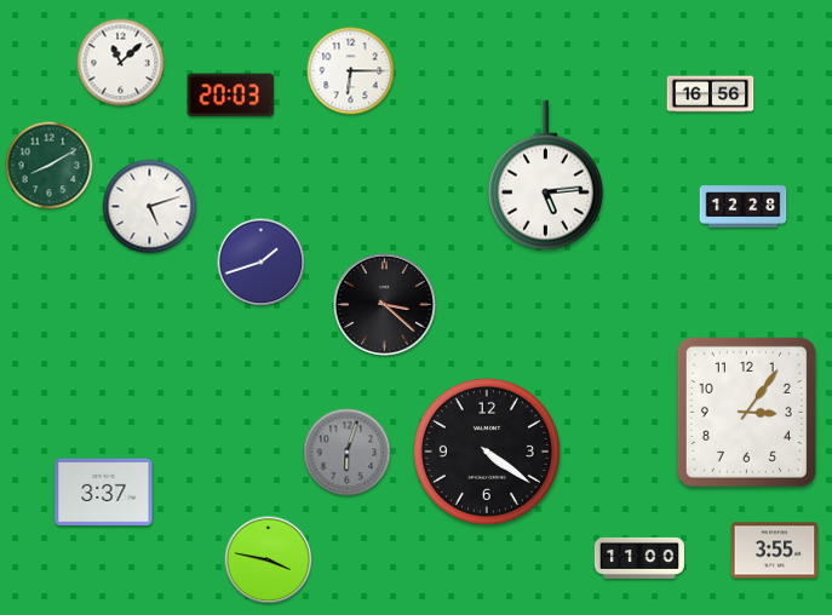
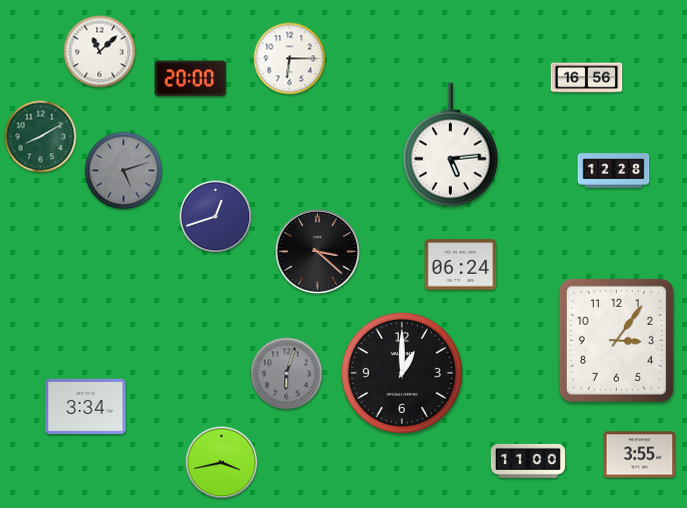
clock at (231, 96): 20:03 -> 20:00
clock at (150, 207) dial: white -> grey
clock at (262, 263): 1:42 -> 12:42
clock at (461, 265): none -> 06:24
clock at (487, 452): 4:21 -> 1:00
clock at (104, 492): 3:37 -> 3:34
clock at (269, 561): 3:47 -> 3:43
